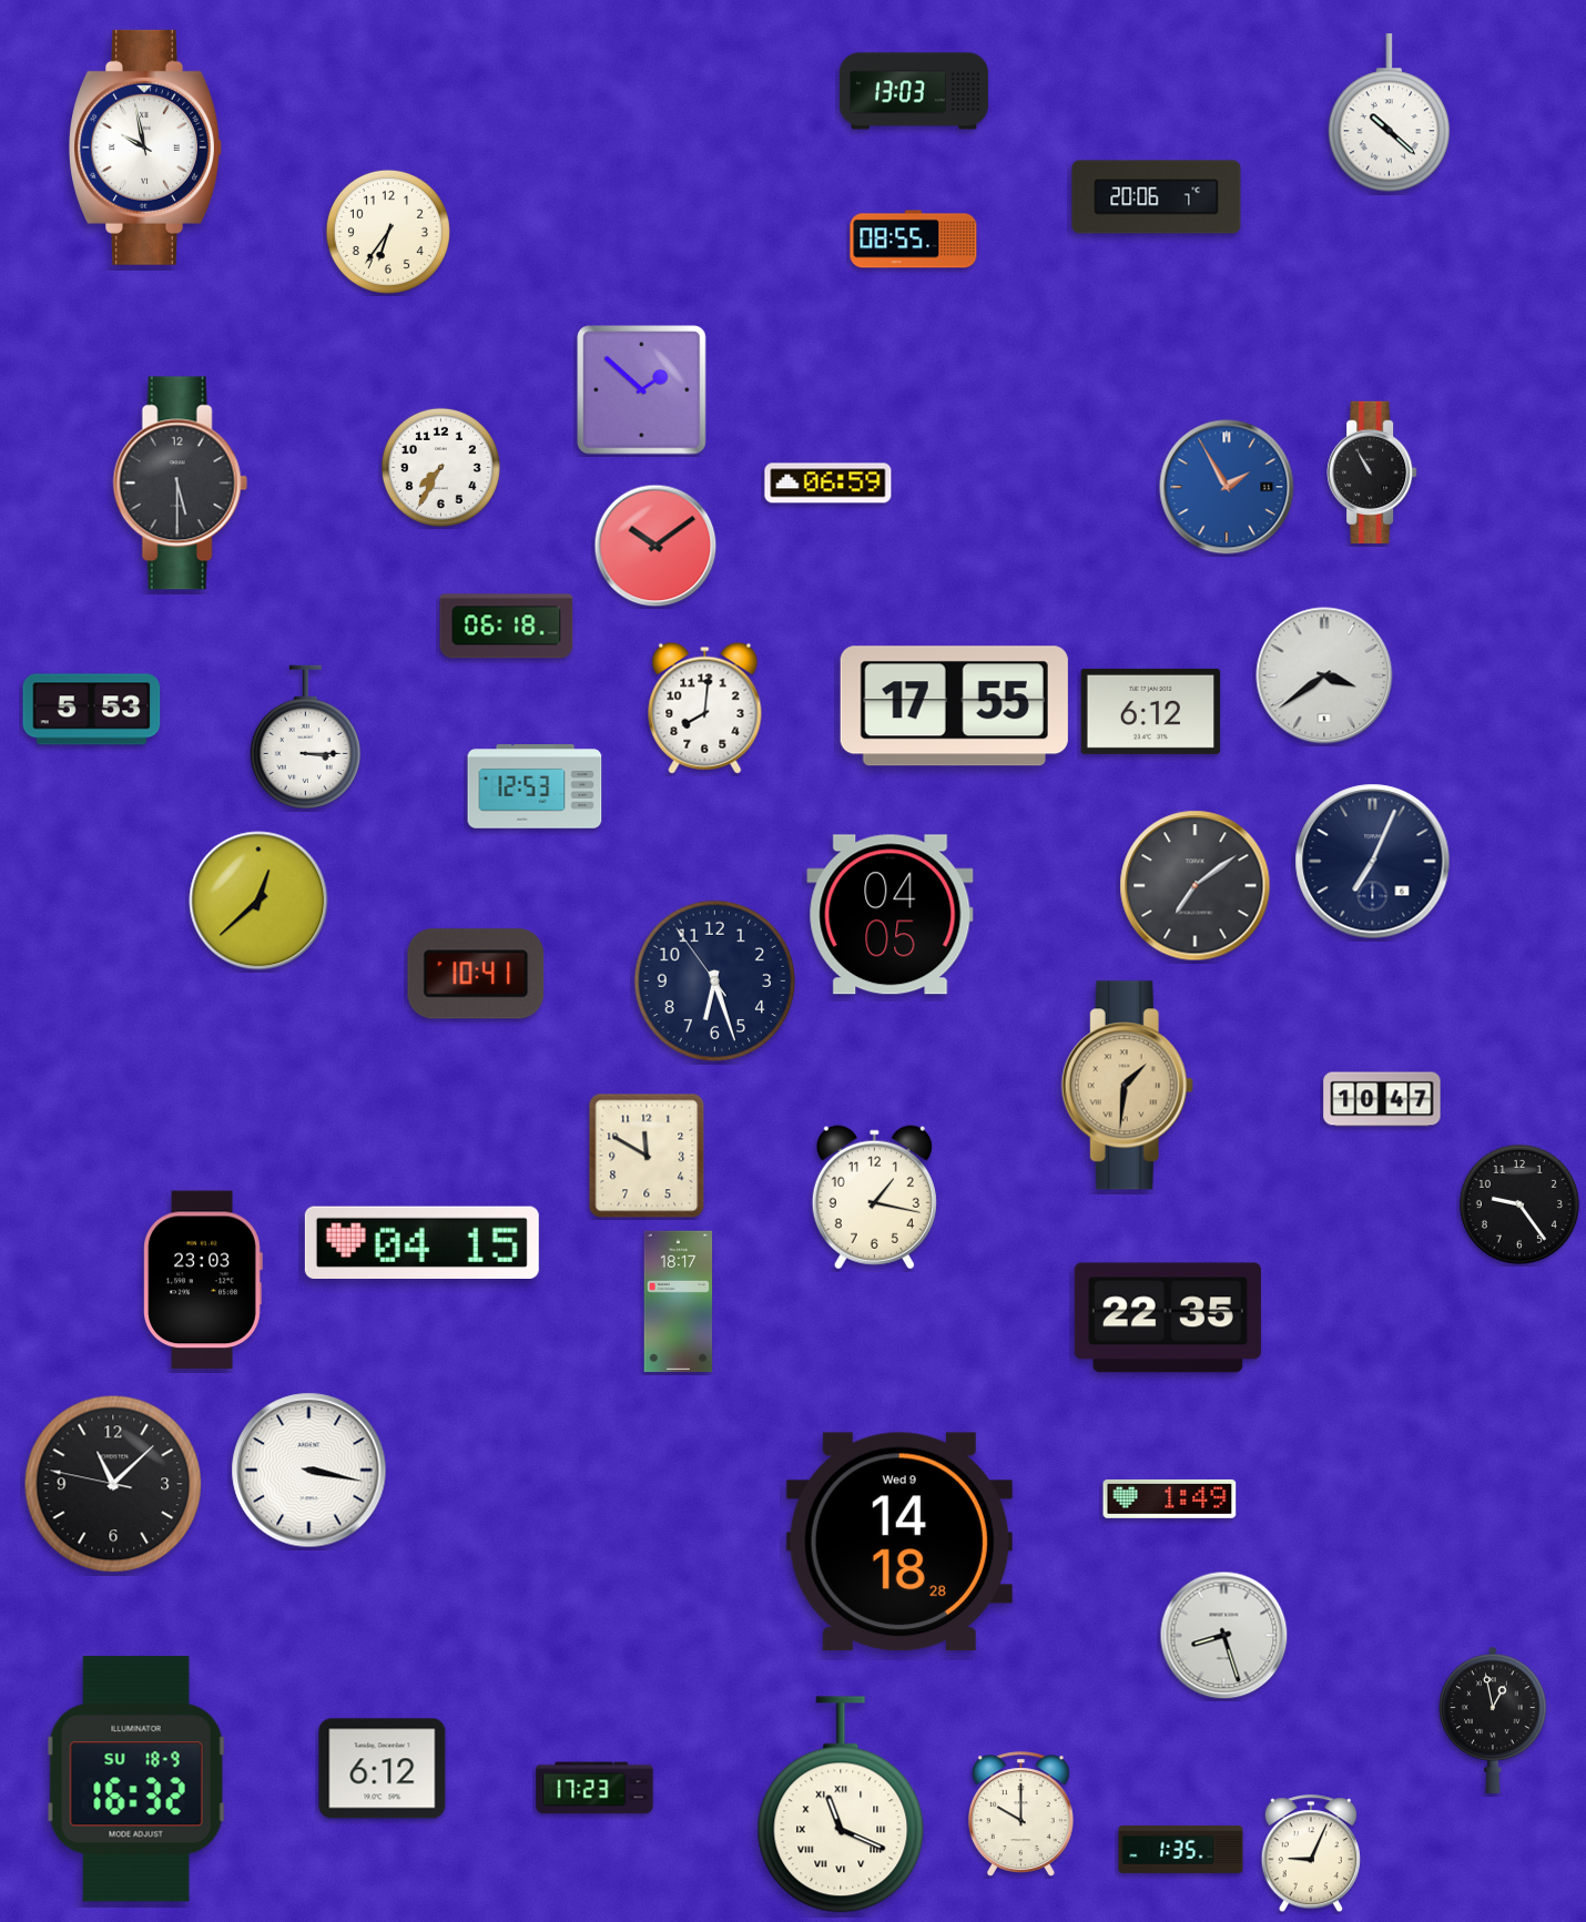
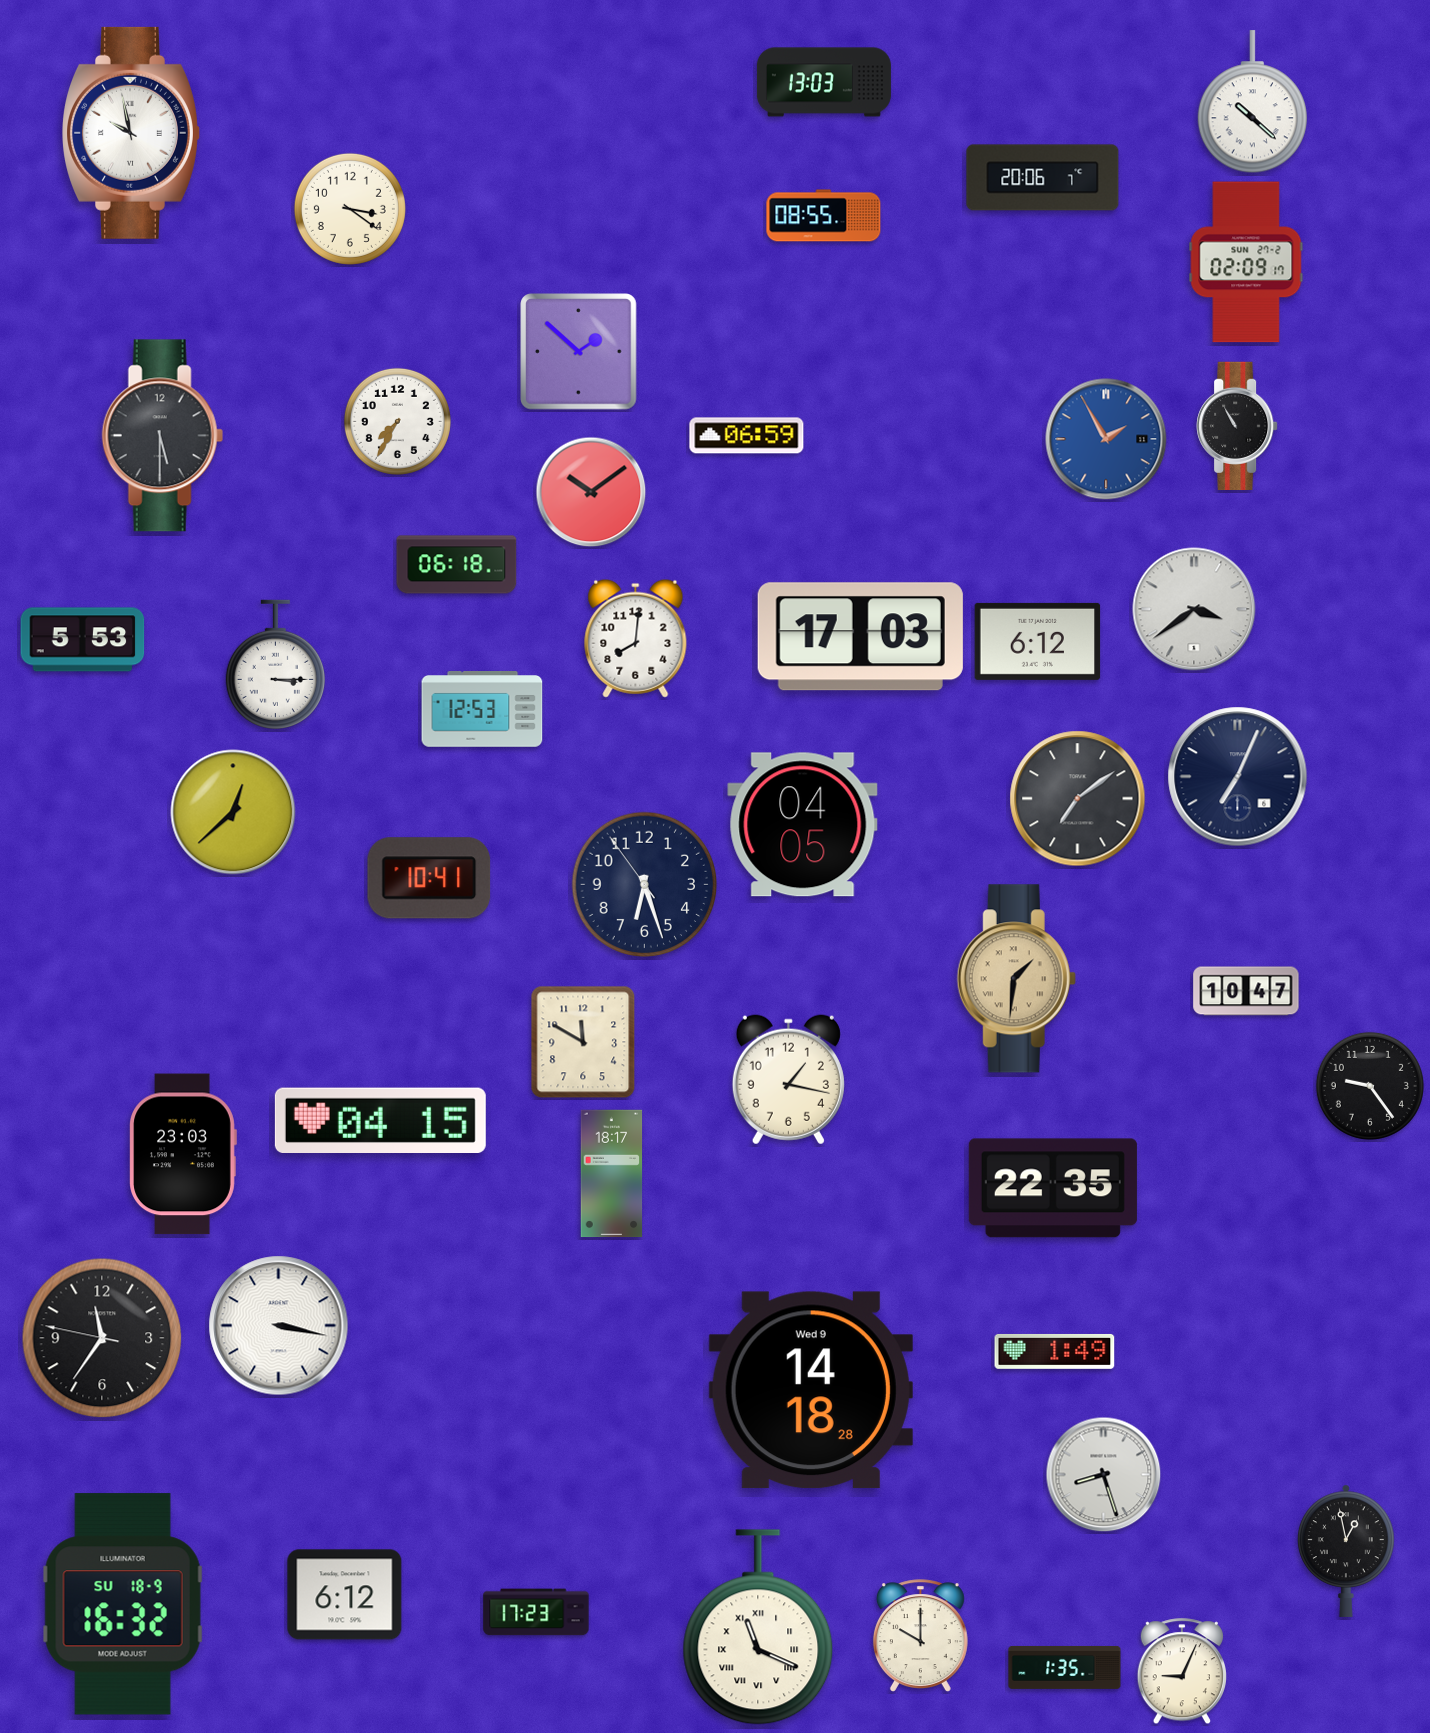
clock at (388, 232): 6:36 -> 3:21
clock at (1246, 262): none -> 02:09
clock at (954, 706): 17:55 -> 17:03
clock at (113, 1484): 11:07 -> 11:35
